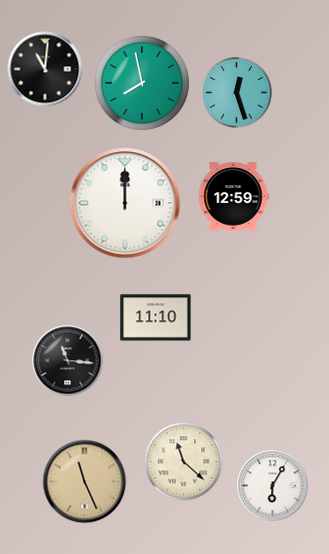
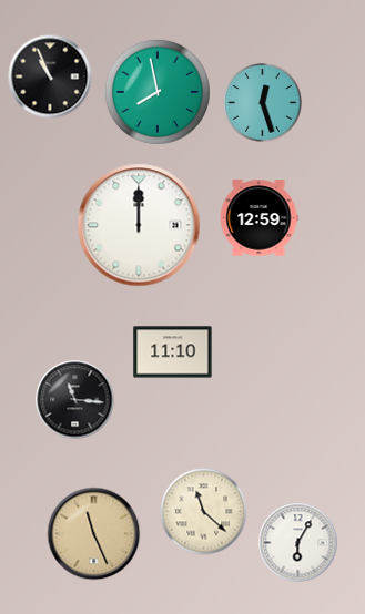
clock at (45, 69): 11:01 -> 10:56
clock at (273, 486) position: (273, 486) -> (298, 543)
